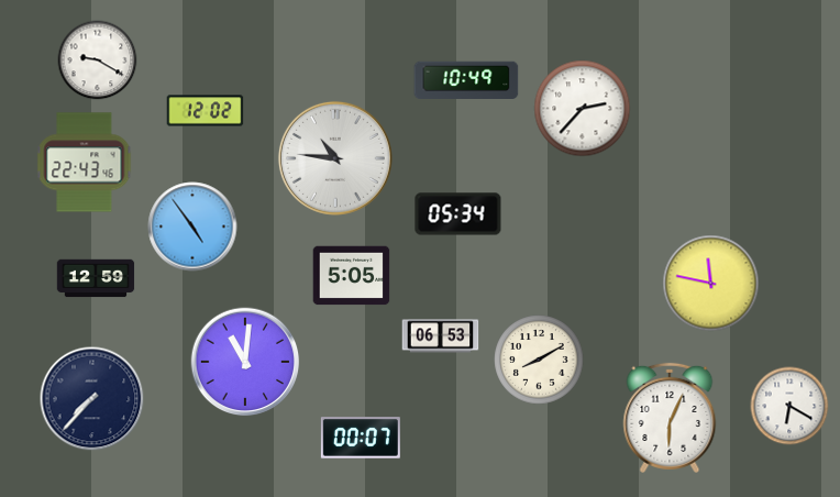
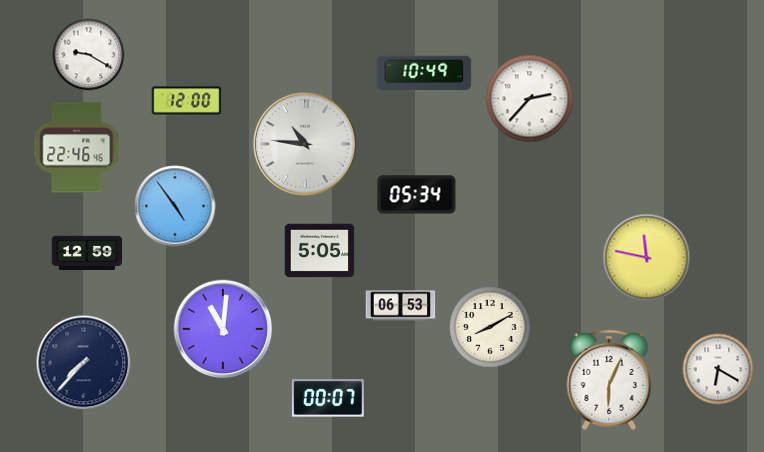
clock at (206, 111): 12:02 -> 12:00
clock at (85, 163): 22:43 -> 22:46
